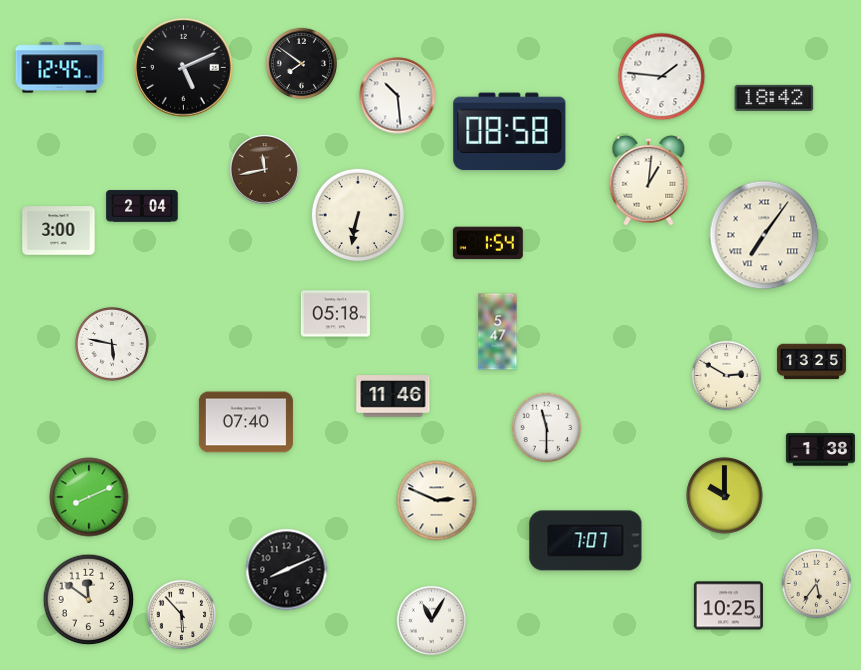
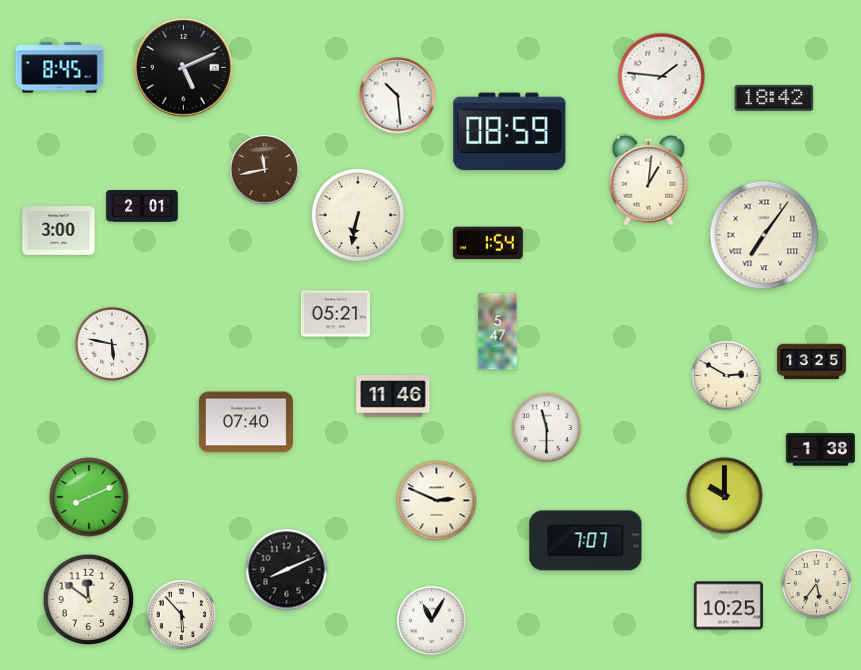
clock at (301, 63): 7:51 -> none
clock at (60, 68): 12:45 -> 8:45
clock at (510, 132): 08:58 -> 08:59
clock at (142, 206): 2:04 -> 2:01
clock at (335, 314): 05:18 -> 05:21
